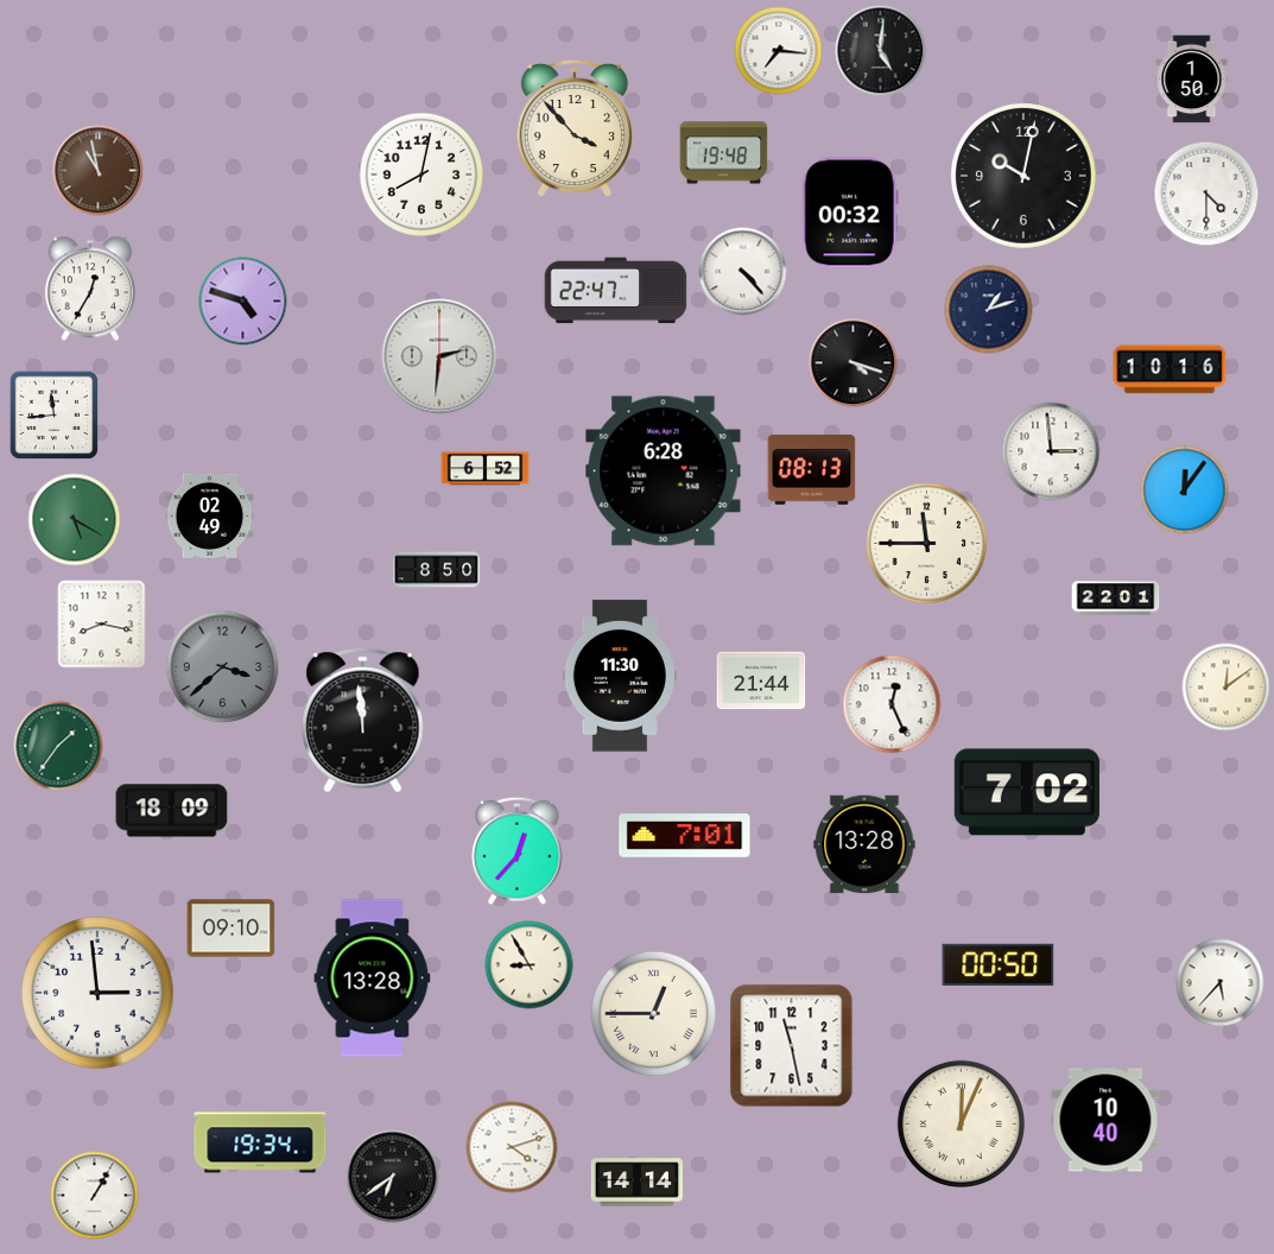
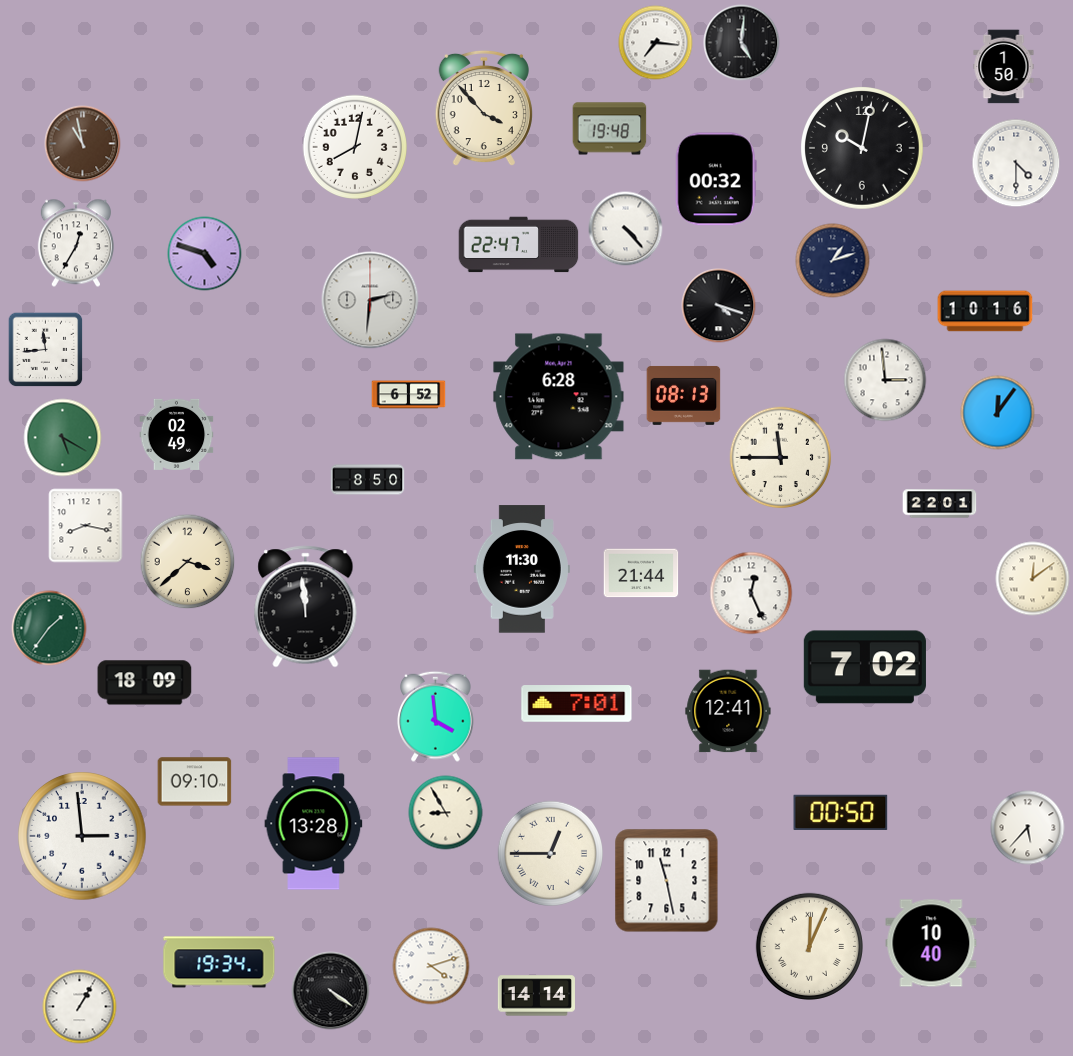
clock at (223, 667) dial: grey -> cream
clock at (864, 844): 13:28 -> 12:41
clock at (518, 850): 12:37 -> 3:59
clock at (393, 1177): 6:39 -> 4:21
